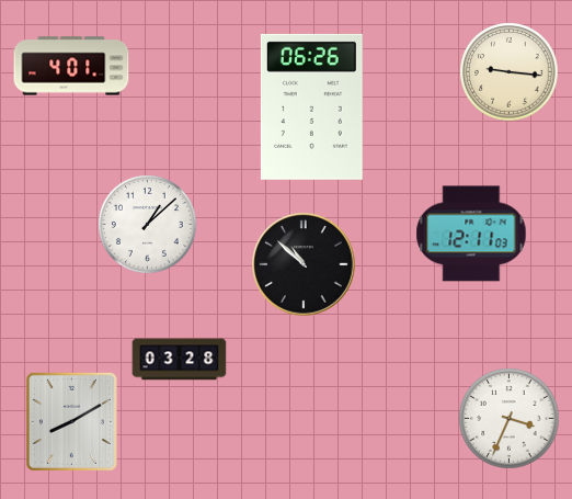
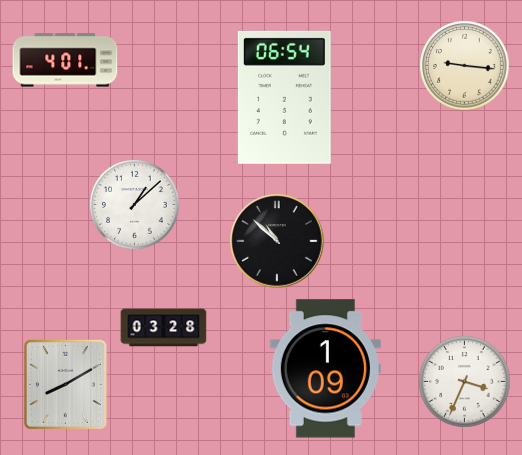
clock at (311, 106): 06:26 -> 06:54
clock at (471, 234): 12:11 -> none
clock at (325, 369): none -> 1:09
